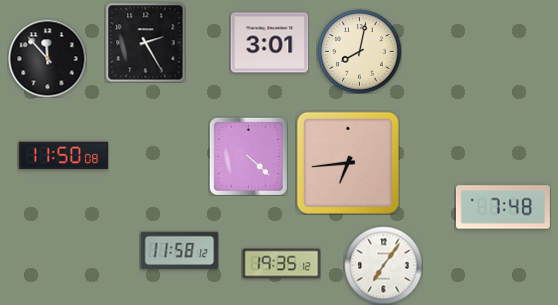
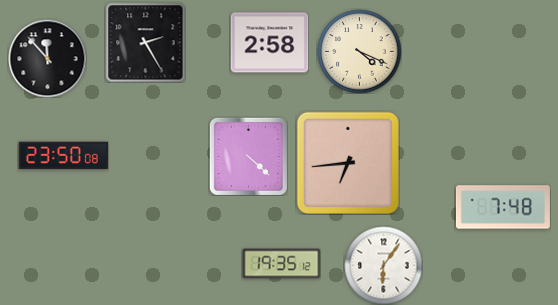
clock at (269, 43): 3:01 -> 2:58
clock at (359, 51): 8:02 -> 4:19
clock at (63, 156): 11:50 -> 23:50
clock at (179, 251): 11:58 -> none
clock at (383, 265): 7:06 -> 6:06
